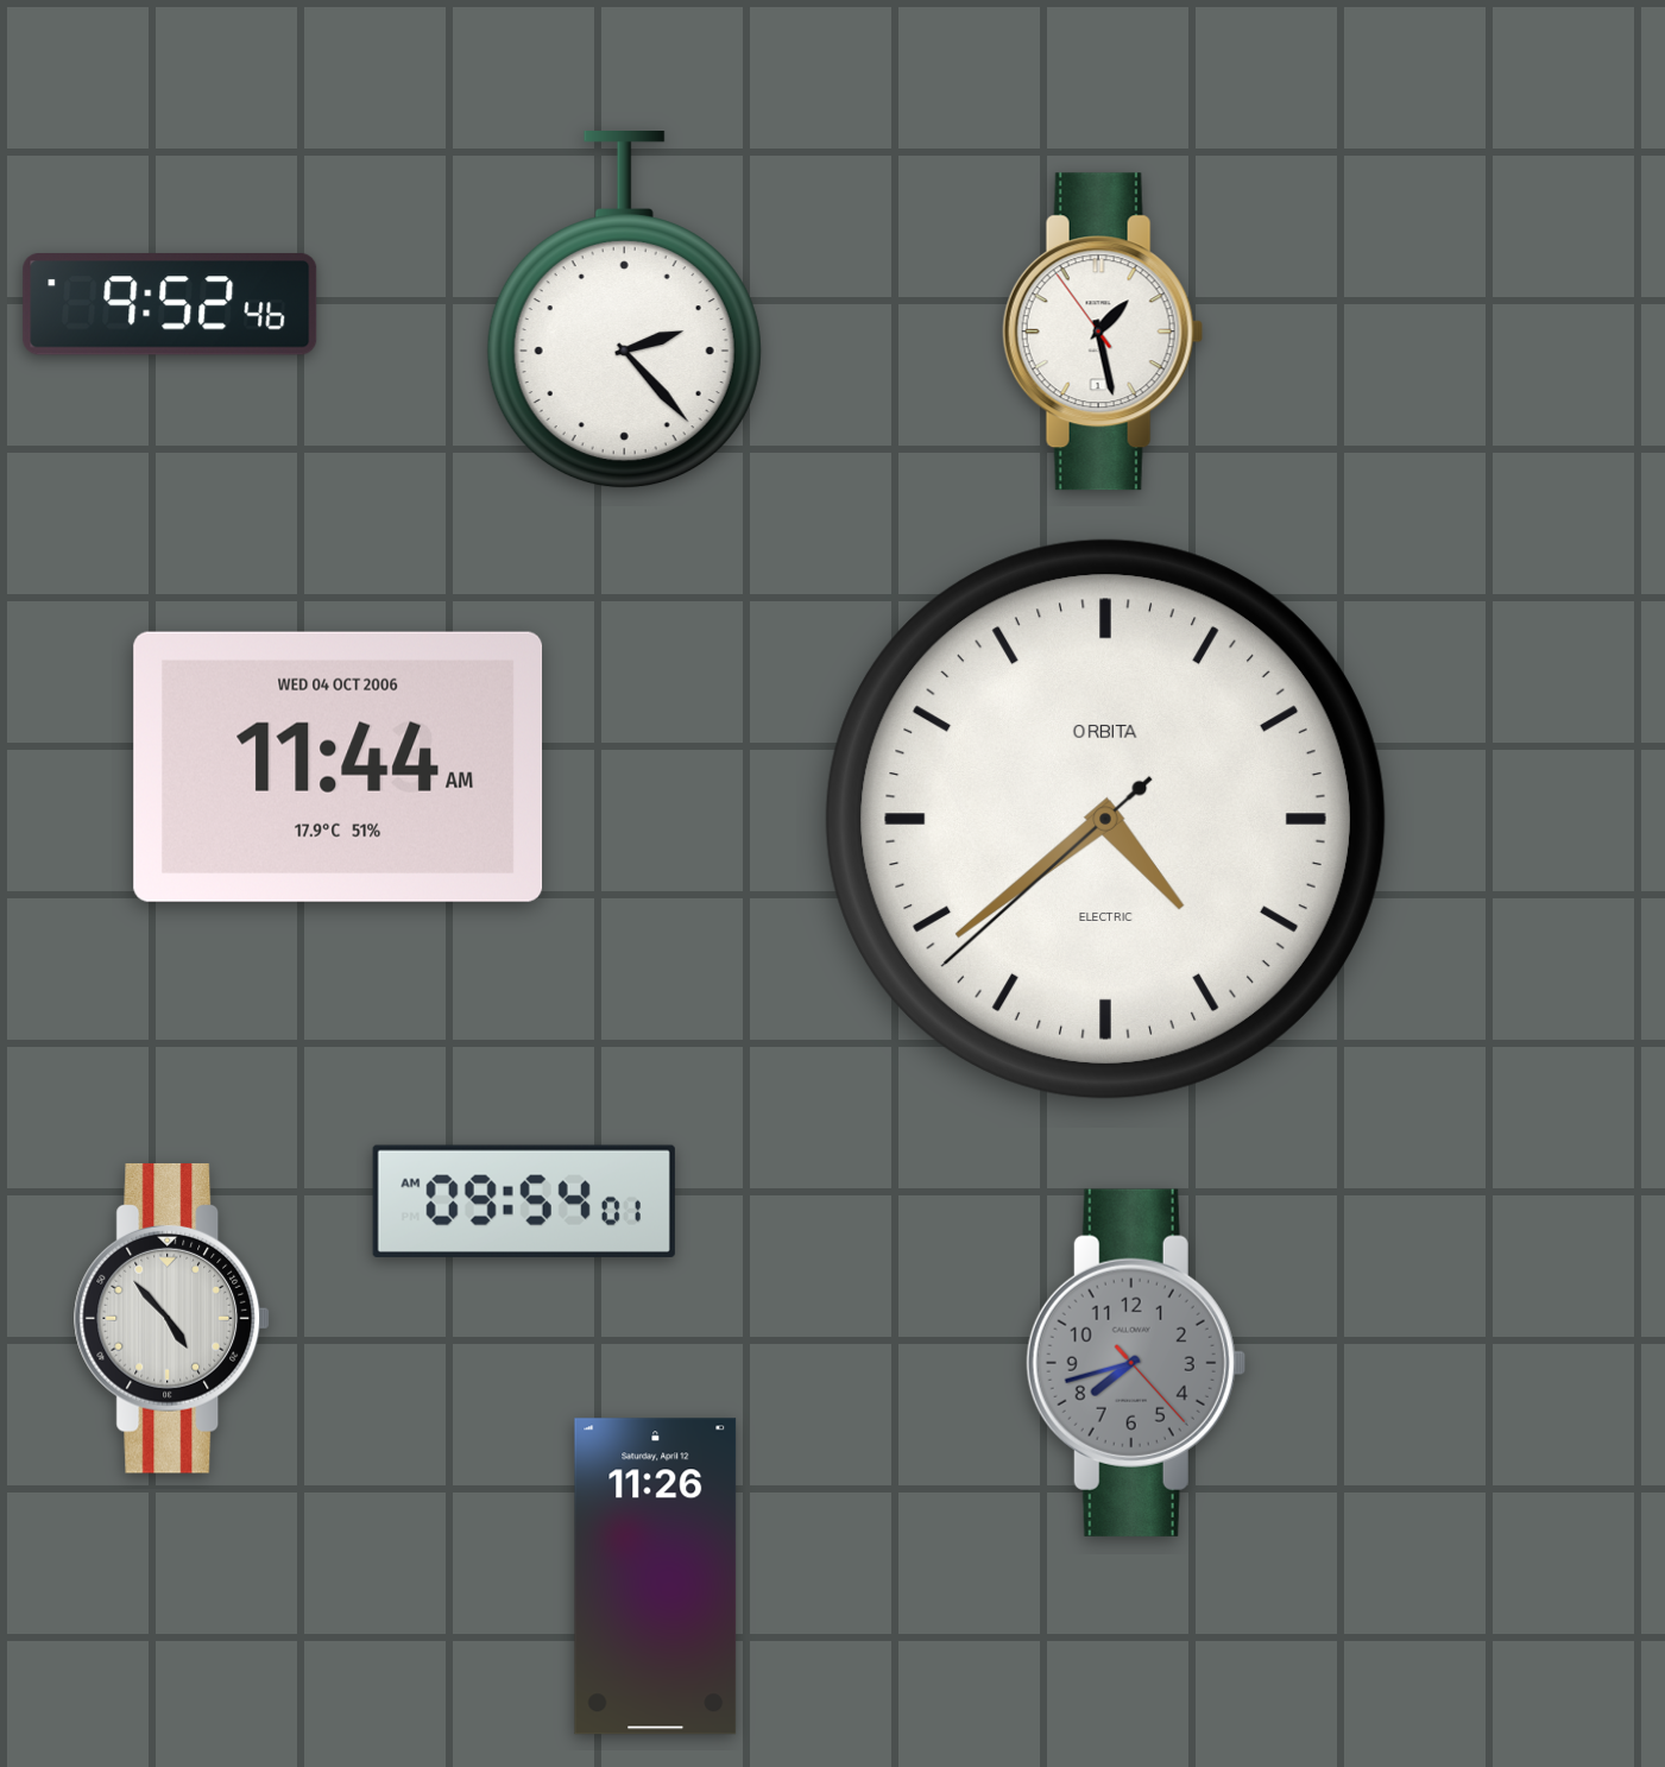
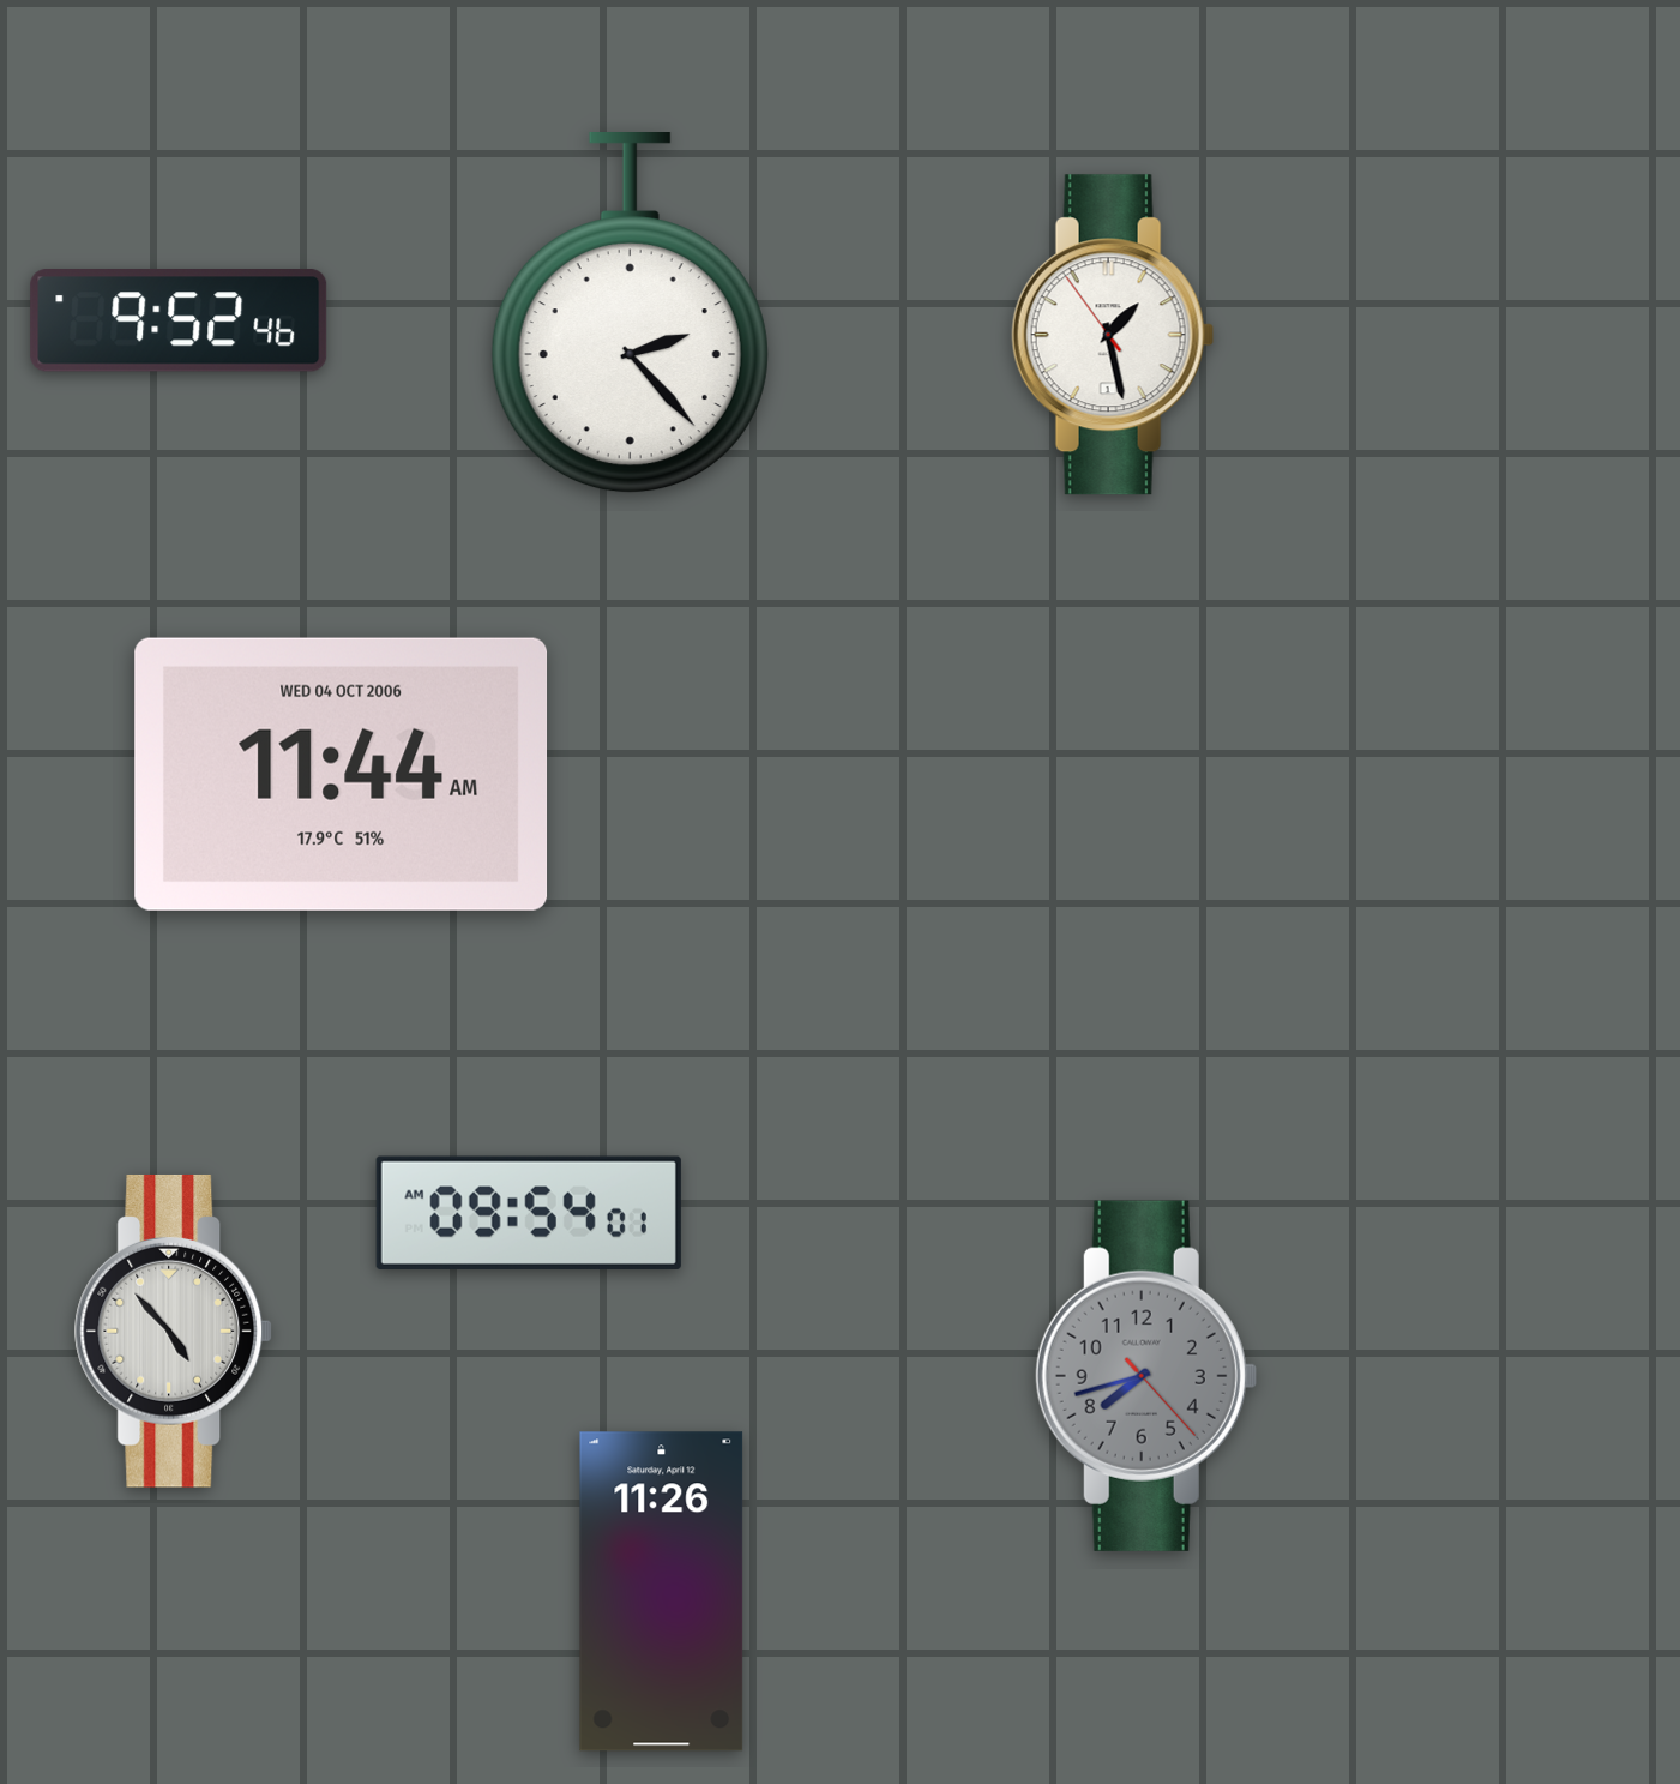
clock at (170, 304) position: (170, 304) -> (179, 320)
clock at (1105, 819): 4:38 -> none
